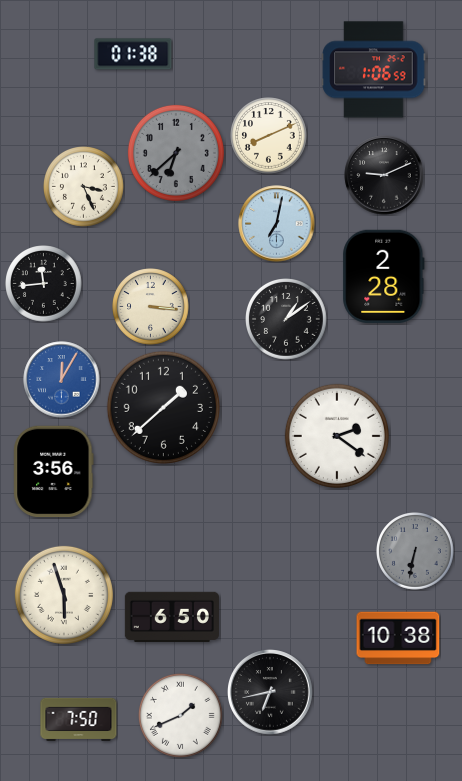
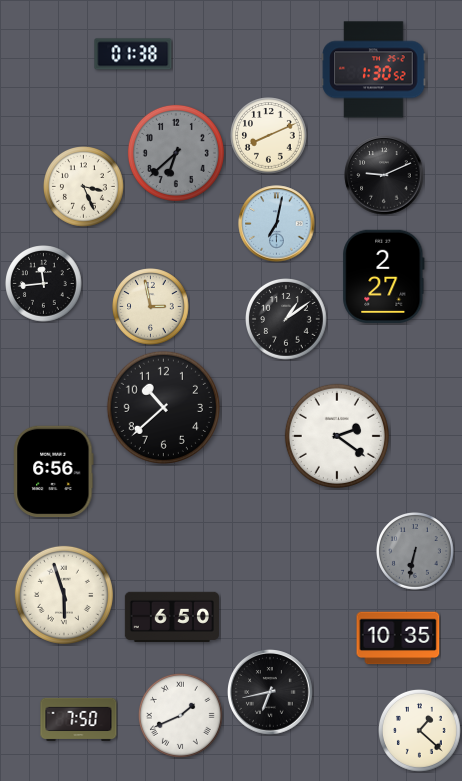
clock at (374, 70): 1:06 -> 1:30
clock at (384, 276): 2:28 -> 2:27
clock at (151, 307): 3:16 -> 2:58
clock at (62, 380): 12:05 -> none
clock at (163, 407): 1:38 -> 10:38
clock at (54, 472): 3:56 -> 6:56
clock at (398, 638): 10:38 -> 10:35
clock at (420, 731): none -> 1:22
